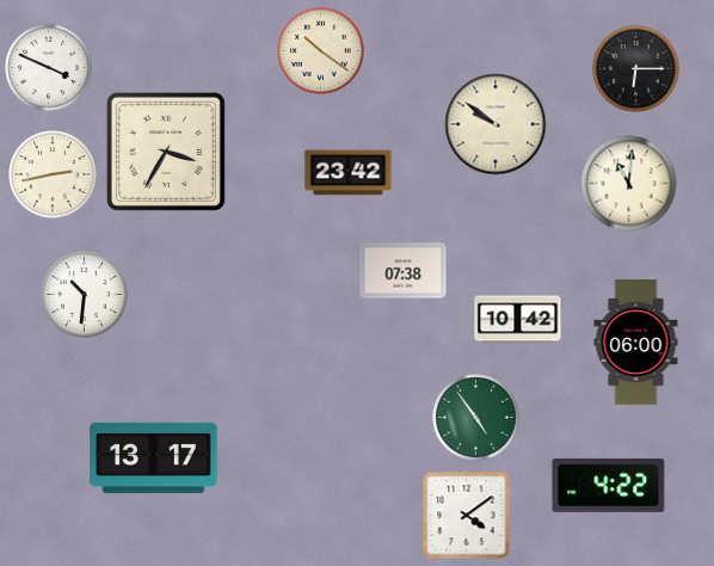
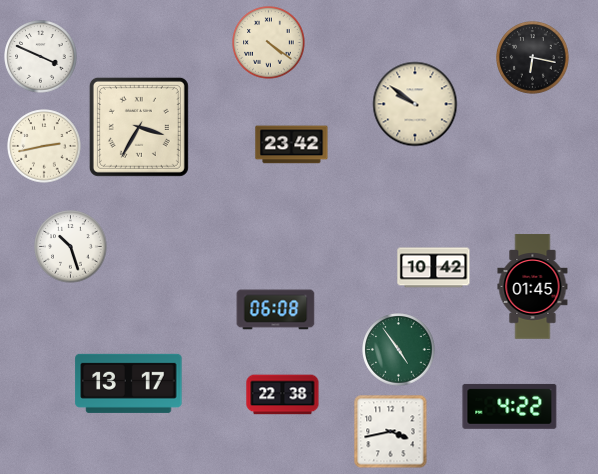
clock at (321, 51): 10:21 -> 4:21
clock at (636, 69): 6:15 -> 6:17
clock at (629, 184): 11:01 -> none
clock at (404, 271): 07:38 -> none
clock at (85, 295): 10:31 -> 10:27
clock at (636, 343): 06:00 -> 01:45
clock at (276, 310): none -> 06:08
clock at (283, 395): none -> 22:38
clock at (467, 516): 4:09 -> 3:43
